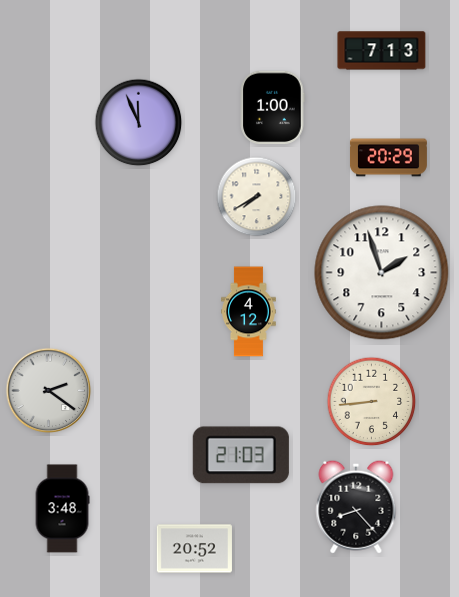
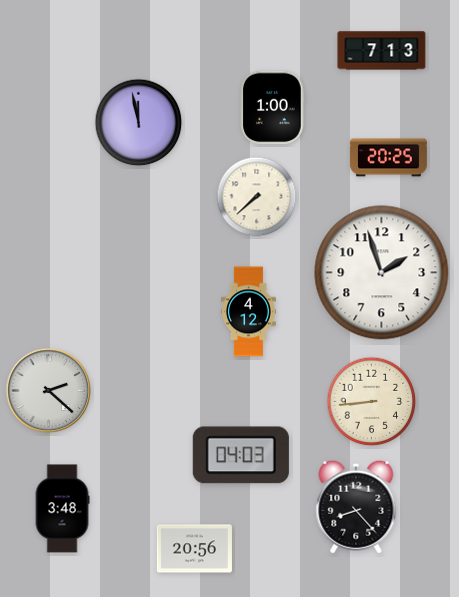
clock at (139, 123): 11:56 -> 11:58
clock at (388, 158): 20:29 -> 20:25
clock at (257, 197): 7:40 -> 7:38
clock at (49, 391): 2:21 -> 2:22
clock at (241, 455): 21:03 -> 04:03
clock at (194, 549): 20:52 -> 20:56
